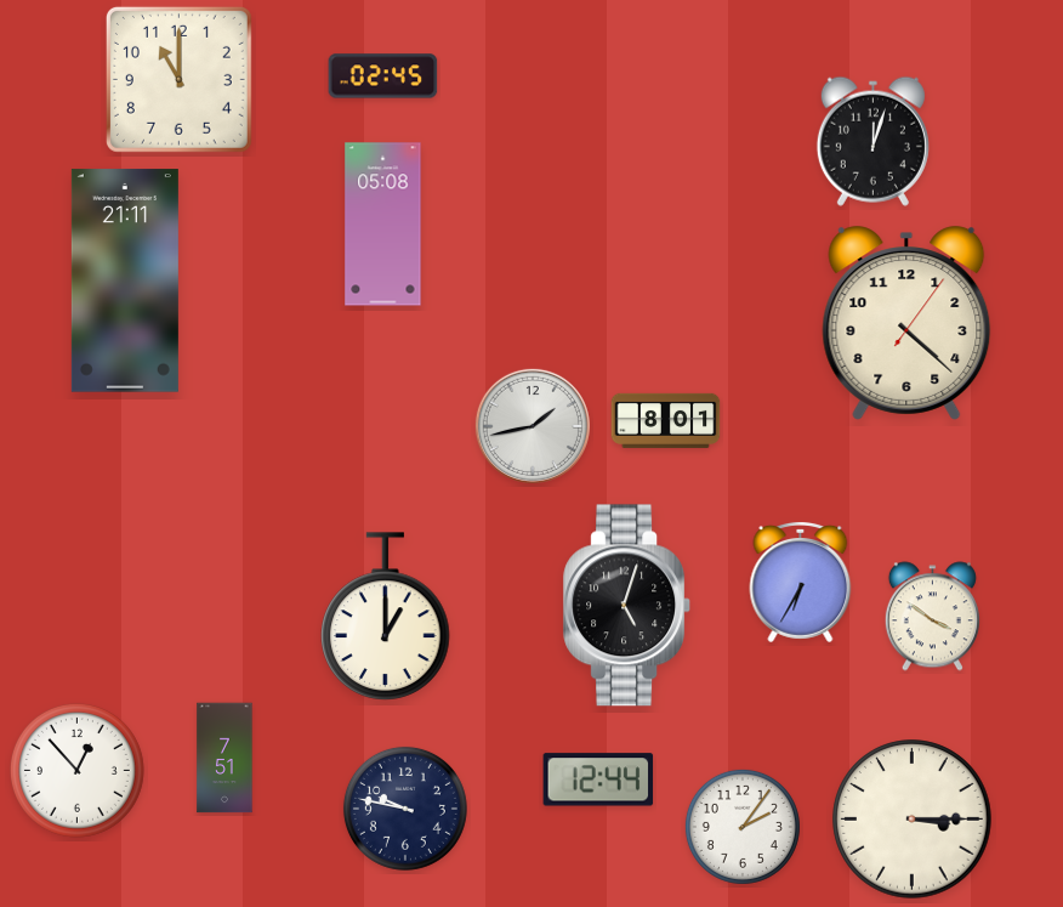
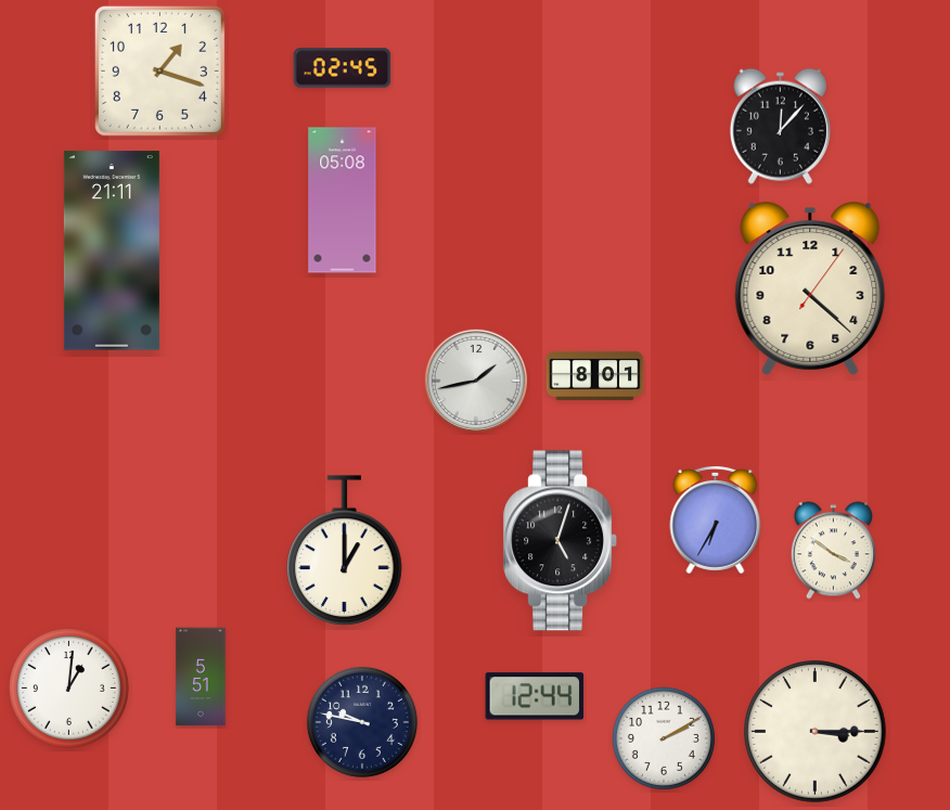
clock at (178, 79): 11:00 -> 1:18
clock at (872, 141): 12:03 -> 12:07
clock at (224, 758): 7:51 -> 5:51
clock at (76, 770): 12:53 -> 1:01
clock at (743, 827): 2:06 -> 2:10
